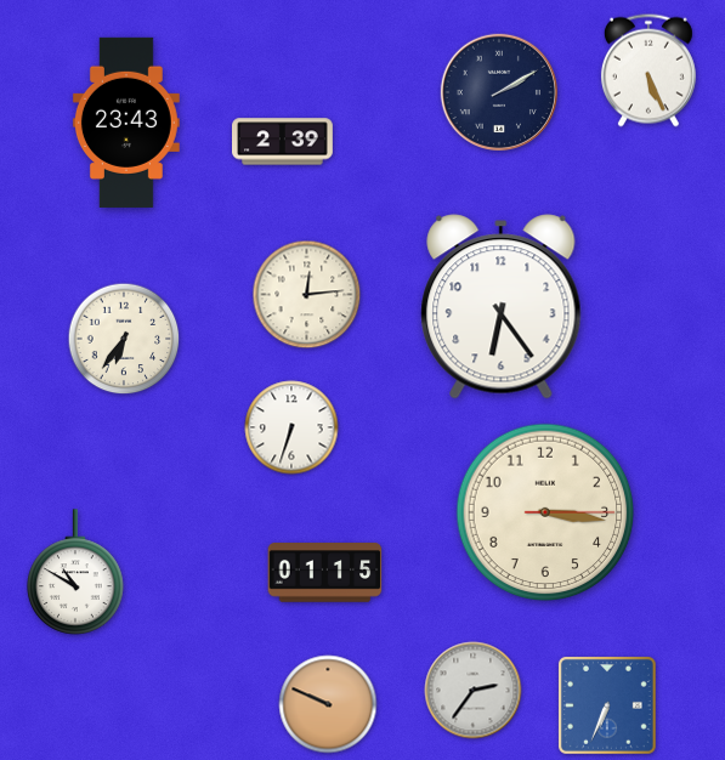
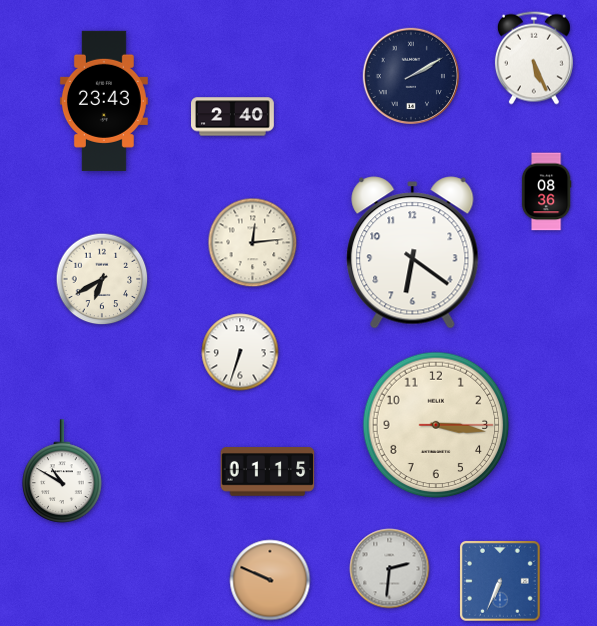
clock at (283, 142): 2:39 -> 2:40
clock at (546, 192): none -> 08:36
clock at (502, 307): 6:24 -> 6:21
clock at (124, 339): 6:36 -> 6:40
clock at (545, 512) position: (545, 512) -> (436, 425)
clock at (474, 691): 2:36 -> 2:31
